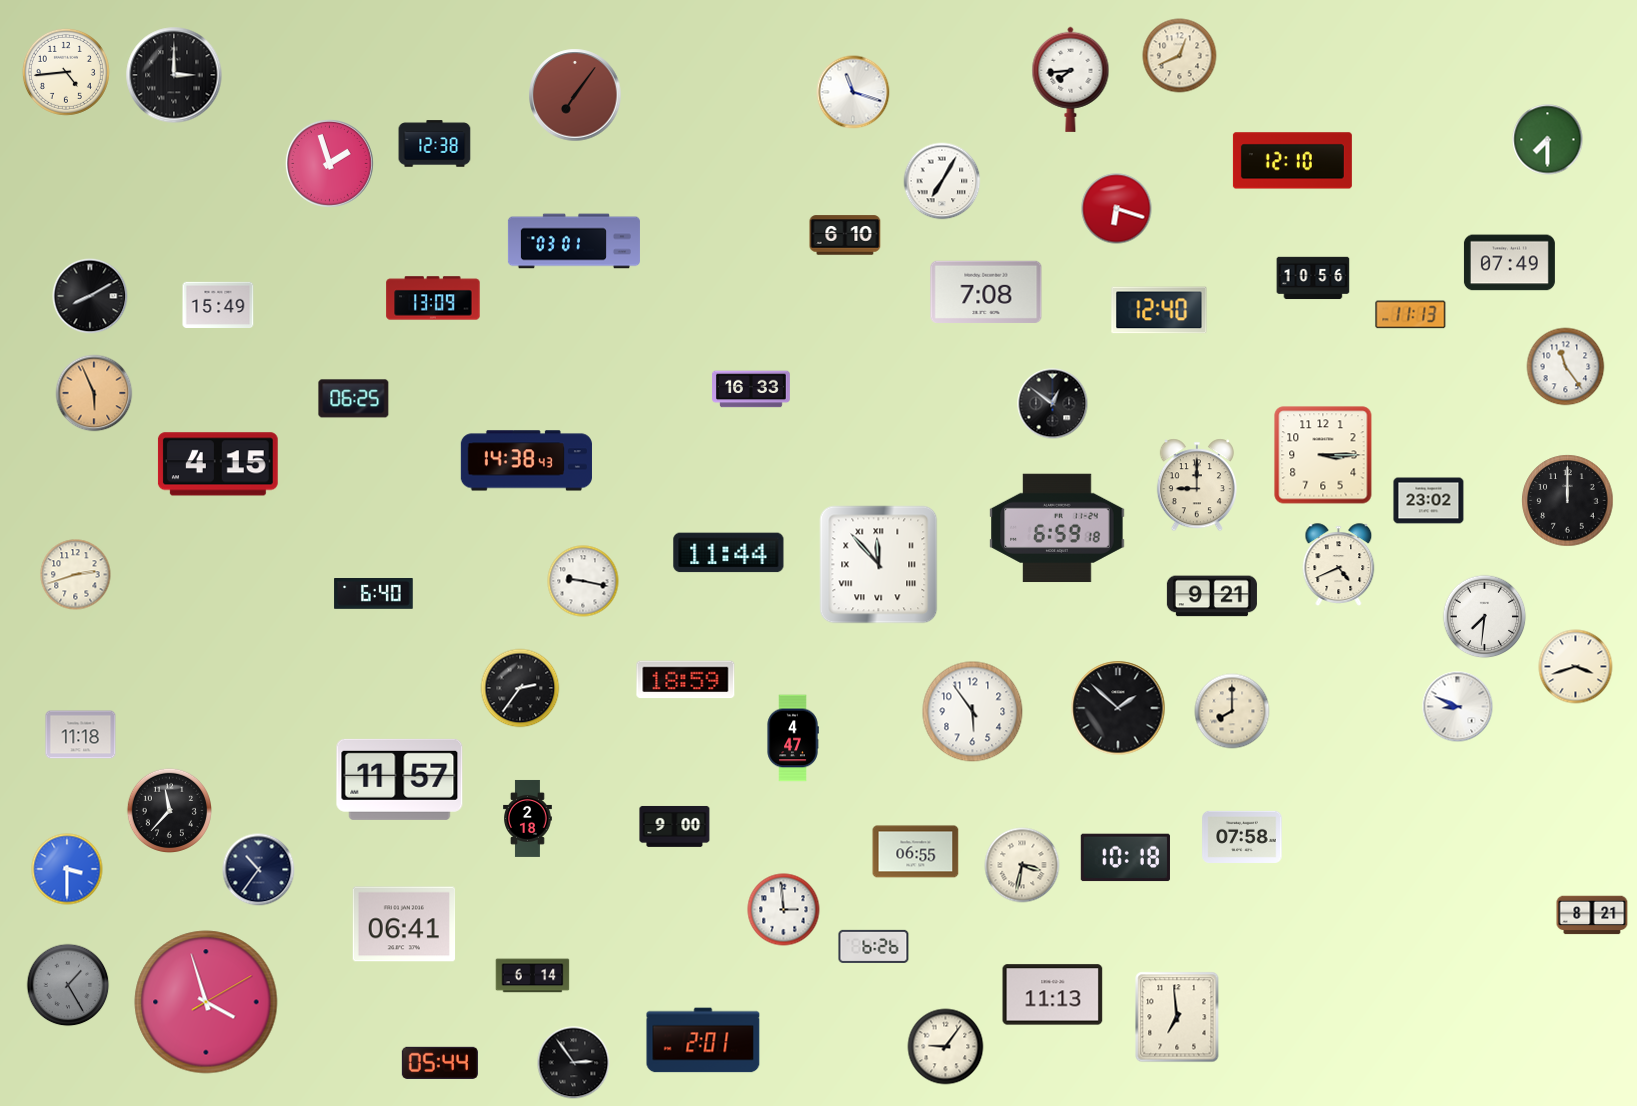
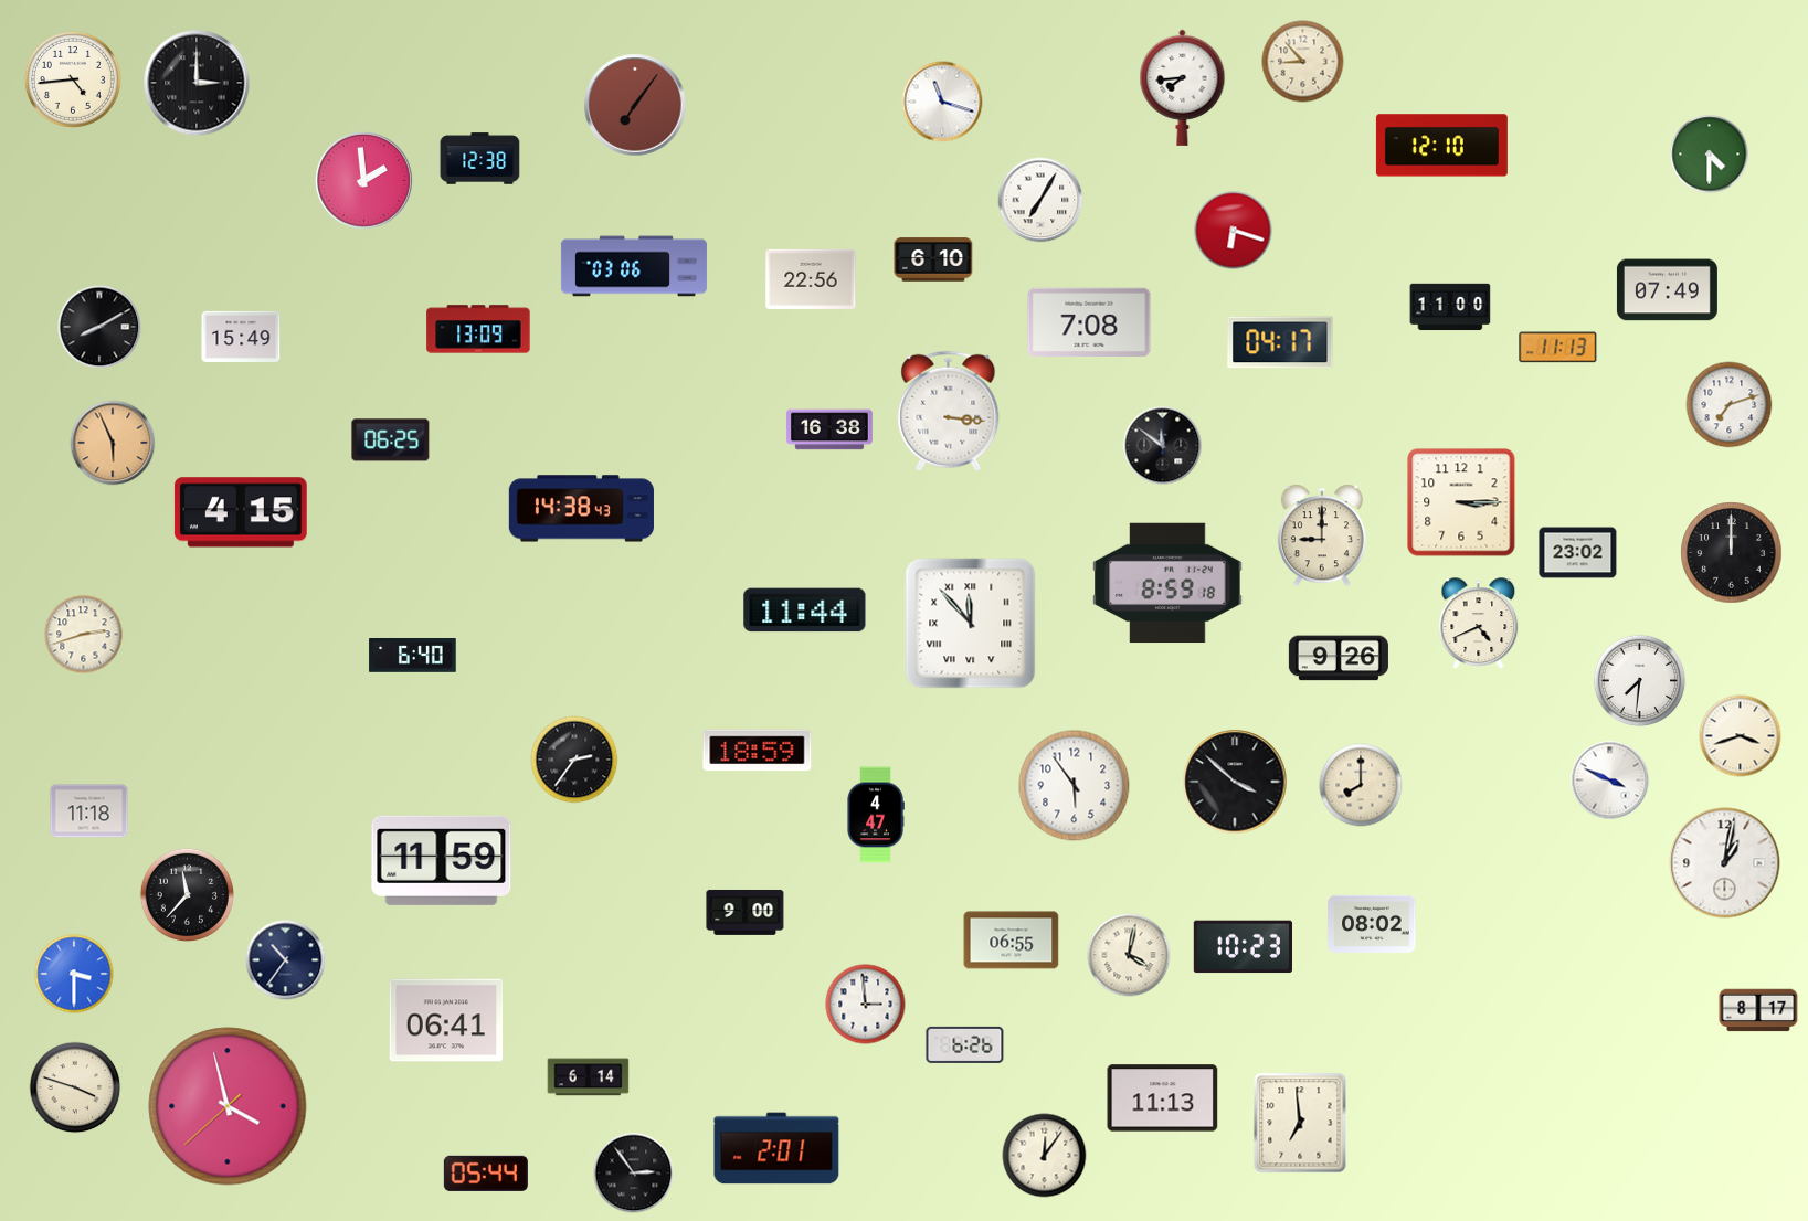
clock at (1180, 56): 12:41 -> 8:53
clock at (174, 75) position: (174, 75) -> (197, 83)
clock at (1548, 140): 7:30 -> 4:30
clock at (1292, 161) position: (1292, 161) -> (1441, 146)
clock at (329, 163): 1:57 -> 1:59
clock at (574, 241): 03:01 -> 03:06
clock at (811, 279): none -> 22:56
clock at (1313, 278): 10:56 -> 11:00
clock at (1159, 310): 12:40 -> 04:17
clock at (1566, 367): 11:24 -> 7:12
clock at (949, 411): none -> 3:16
clock at (751, 389): 16:33 -> 16:38
clock at (94, 393) position: (94, 393) -> (113, 443)
clock at (1053, 404): 12:51 -> 11:51
clock at (1057, 528): 6:59 -> 8:59
clock at (583, 581): 9:17 -> none
clock at (1212, 596): 9:21 -> 9:26
clock at (1458, 707): 8:49 -> 3:49
clock at (1118, 708): 1:52 -> 3:52
clock at (400, 779): 11:57 -> 11:59
clock at (1725, 863): none -> 1:02
clock at (528, 818): 2:18 -> none
clock at (1242, 837): 07:58 -> 08:02
clock at (1125, 858): 10:18 -> 10:23
clock at (1022, 865): 3:32 -> 4:02
clock at (67, 869) position: (67, 869) -> (74, 974)
clock at (1592, 915): 8:21 -> 8:17
clock at (68, 985): 1:25 -> 3:48
clock at (68, 985) dial: grey -> cream
clock at (206, 1002): 3:57:10 -> 3:57:38
clock at (946, 1047): 9:06 -> 12:06
